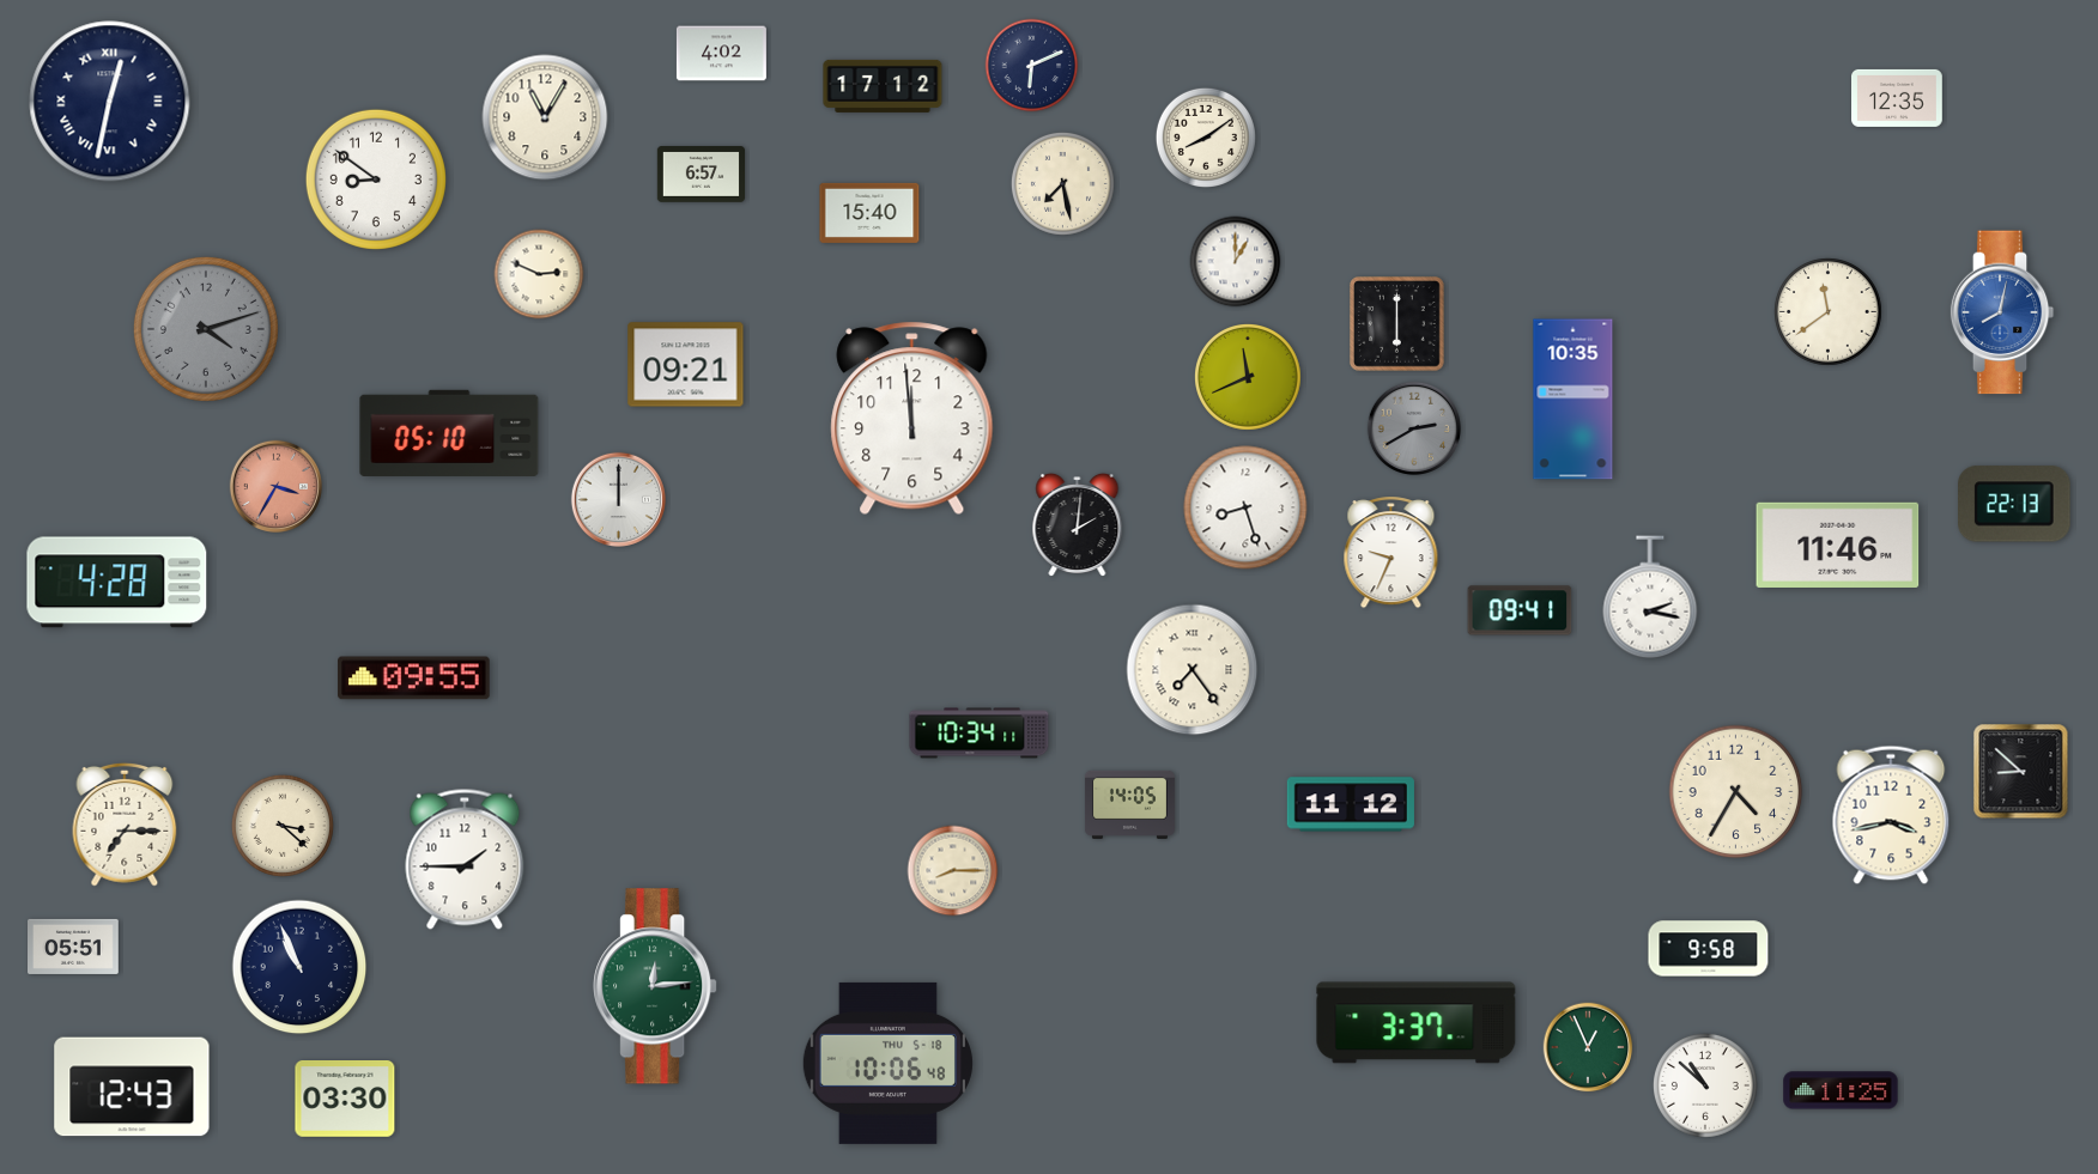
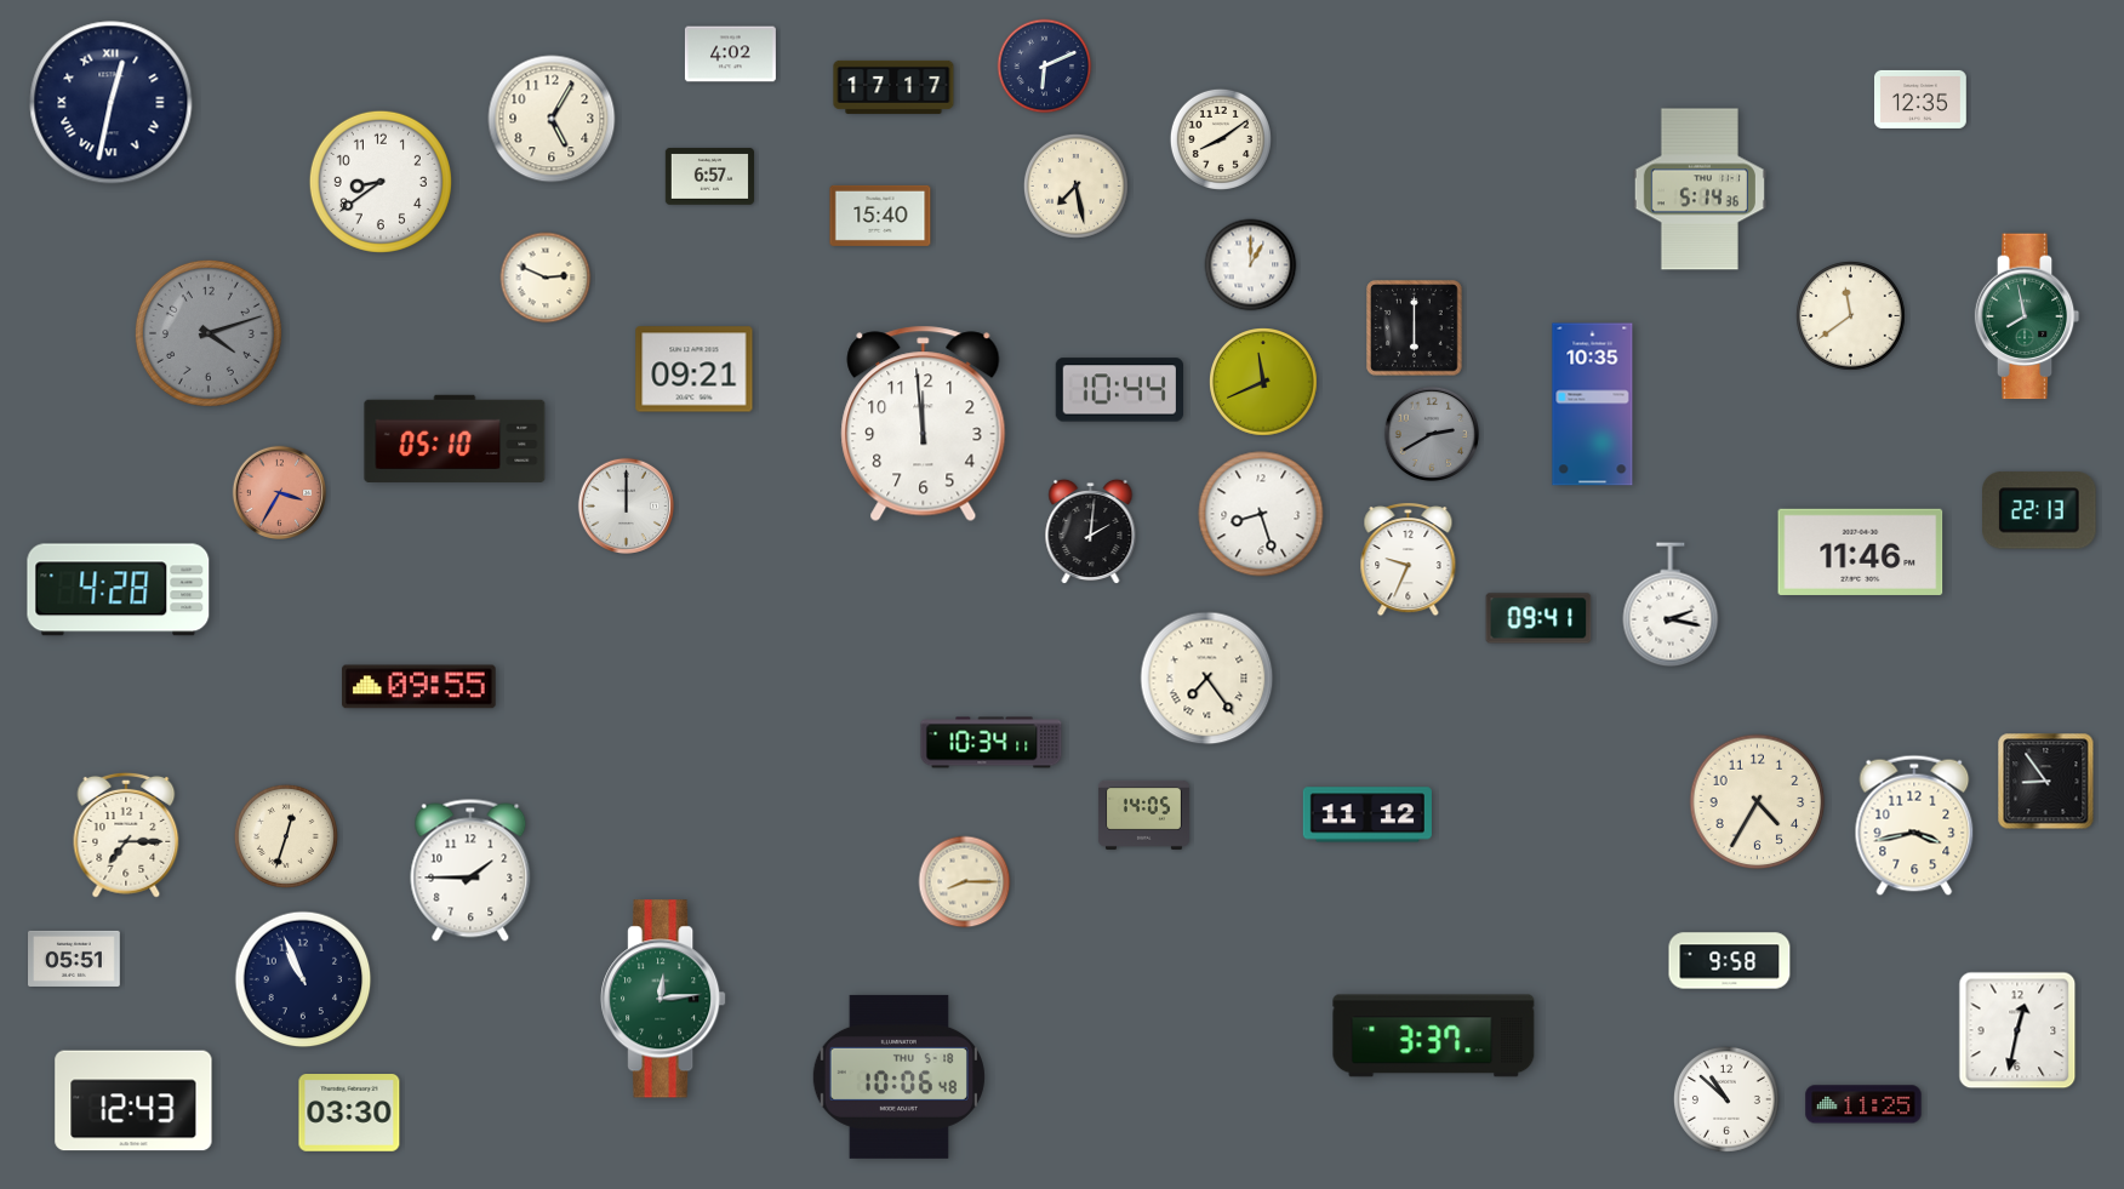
clock at (883, 86): 17:12 -> 17:17
clock at (545, 117): 11:05 -> 5:05
clock at (376, 180): 8:51 -> 8:39
clock at (1700, 189): none -> 5:14
clock at (2002, 312): 8:02 -> 7:58
clock at (2002, 312) dial: blue -> green
clock at (1119, 390): none -> 10:44
clock at (2021, 772): 8:52 -> 8:54
clock at (283, 826): 3:22 -> 12:33
clock at (2017, 1030): none -> 12:32
clock at (1588, 1047): 12:56 -> none
